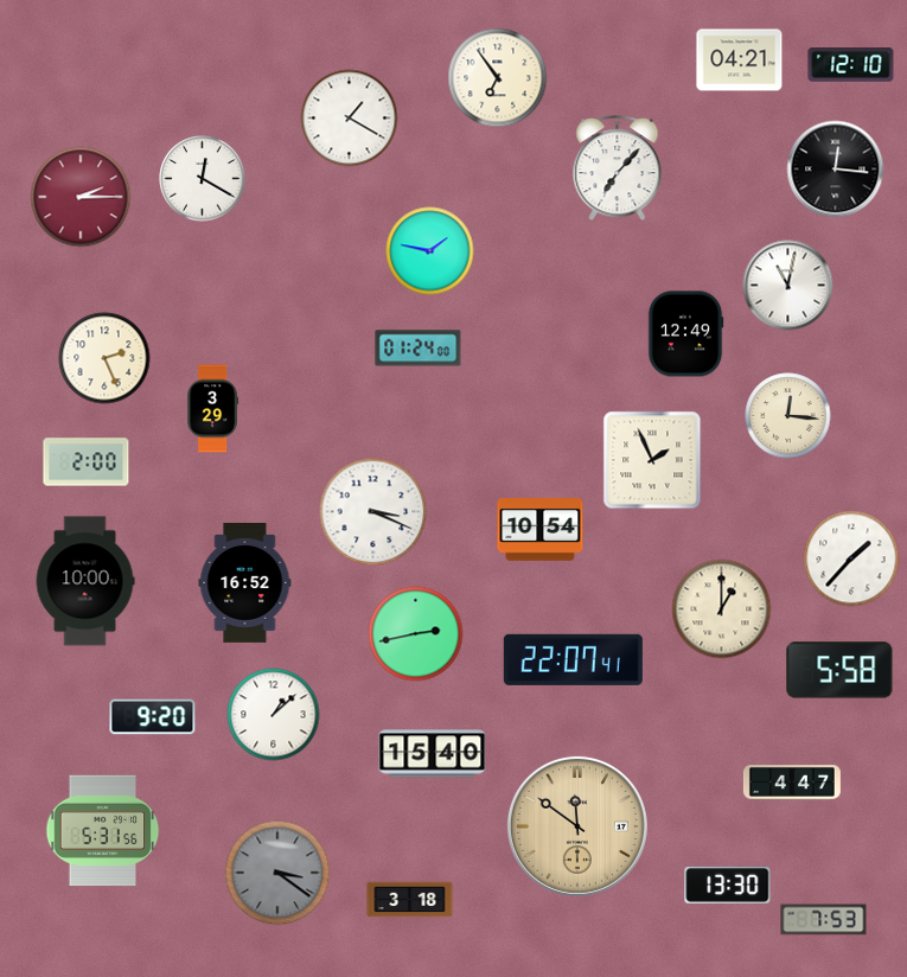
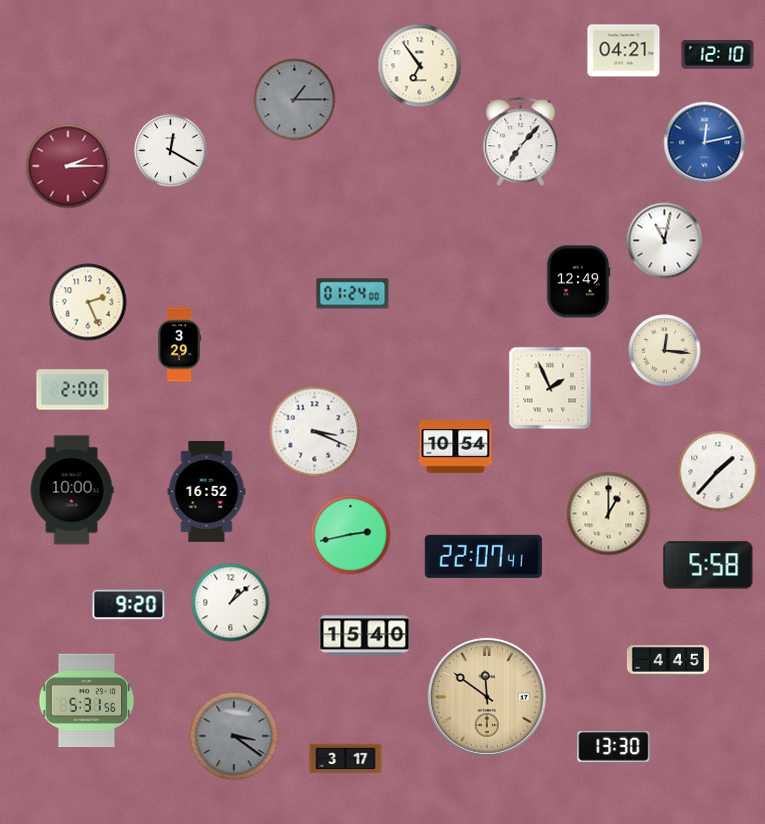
clock at (350, 119): 1:20 -> 1:15
clock at (350, 119) dial: white -> grey
clock at (836, 170): 12:16 -> 12:13
clock at (836, 170) dial: black -> blue
clock at (430, 251): 1:47 -> none
clock at (792, 783): 4:47 -> 4:45
clock at (410, 900): 3:18 -> 3:17
clock at (824, 920): 7:53 -> none
